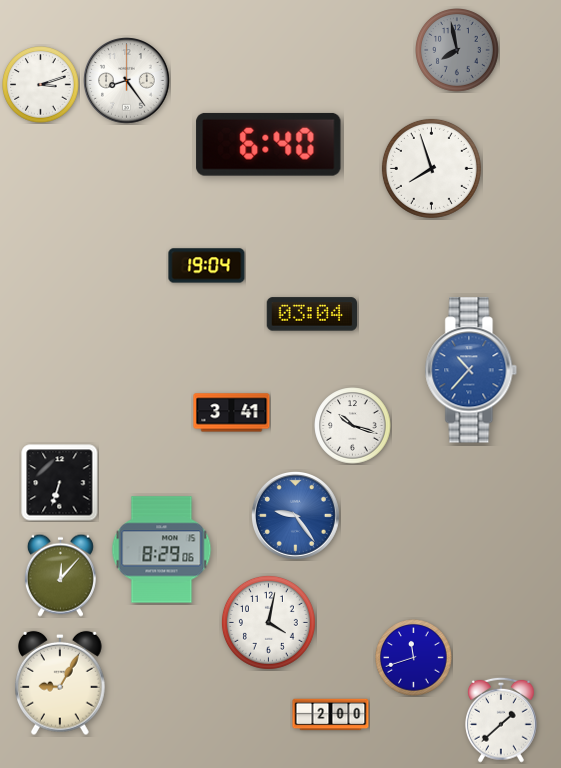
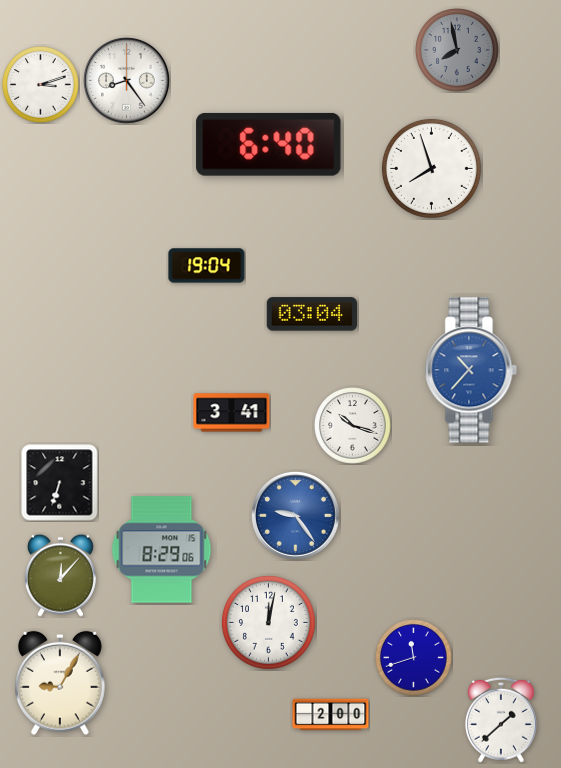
clock at (268, 622): 4:02 -> 12:02
